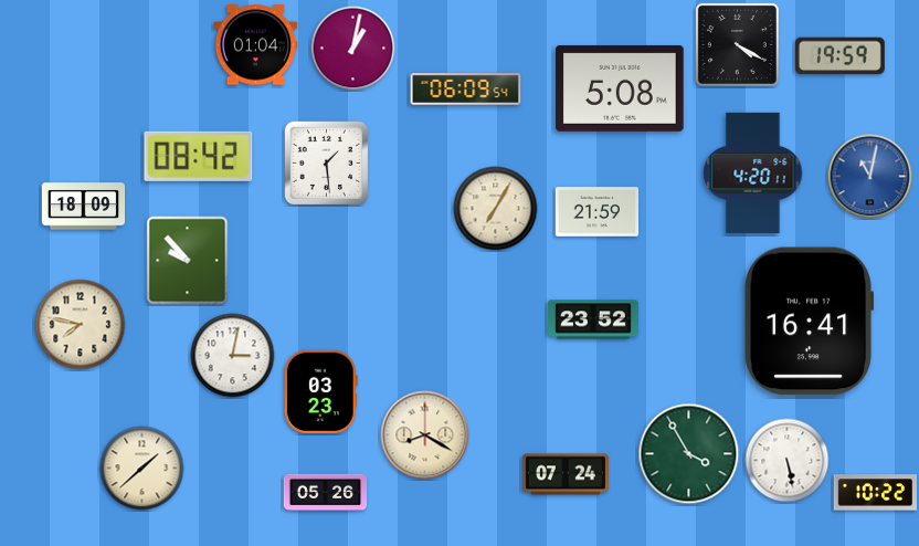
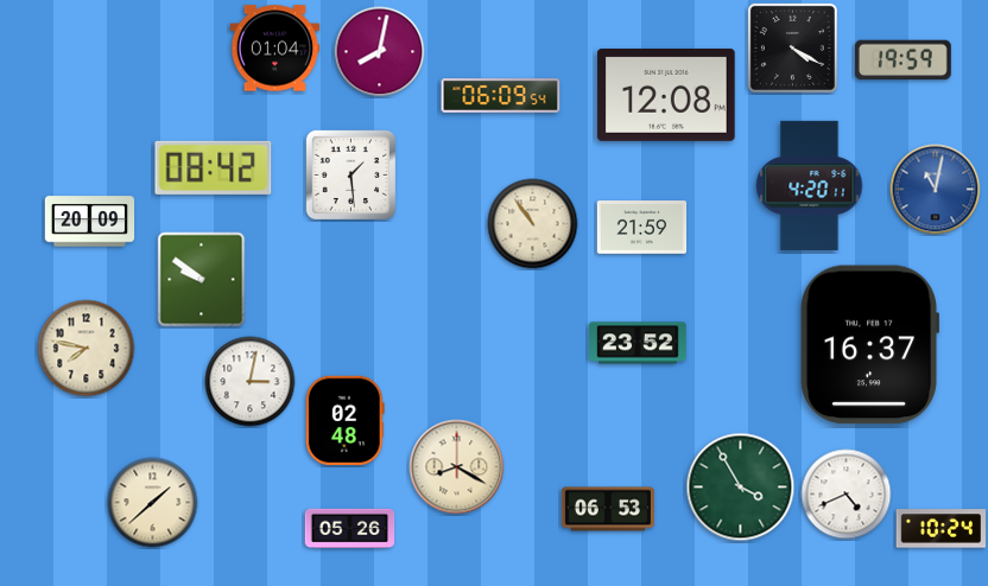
clock at (353, 49): 1:02 -> 8:02
clock at (620, 88): 5:08 -> 12:08
clock at (84, 207): 18:09 -> 20:09
clock at (496, 209): 7:05 -> 10:54
clock at (188, 261): 9:53 -> 9:51
clock at (809, 322): 16:41 -> 16:37
clock at (320, 391): 03:23 -> 02:48
clock at (788, 461): 5:28 -> 4:41
clock at (566, 474): 07:24 -> 06:53
clock at (875, 493): 10:22 -> 10:24
